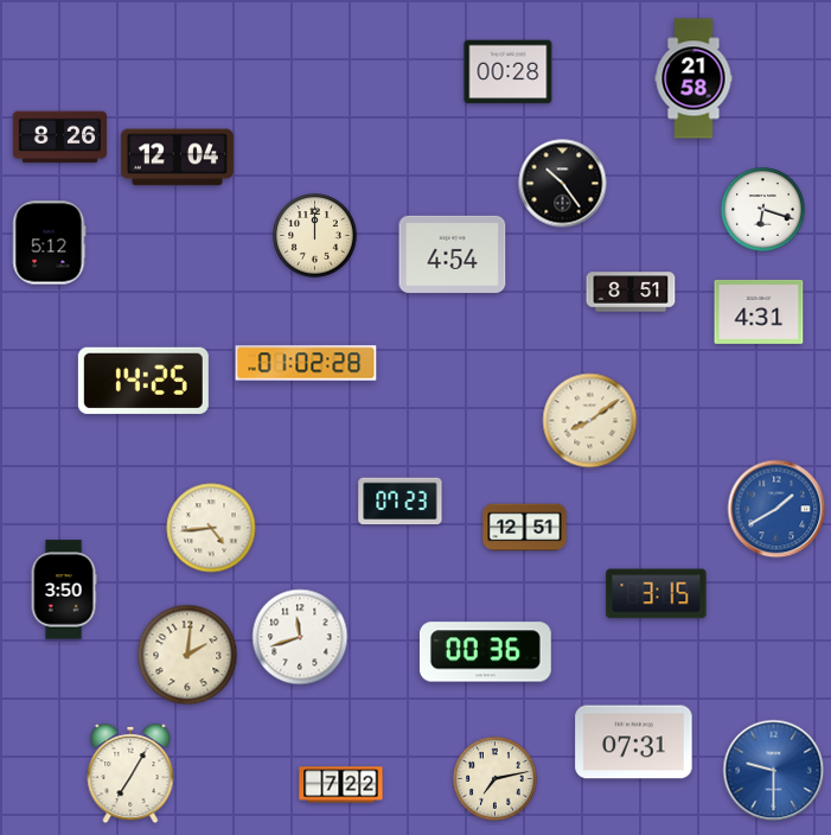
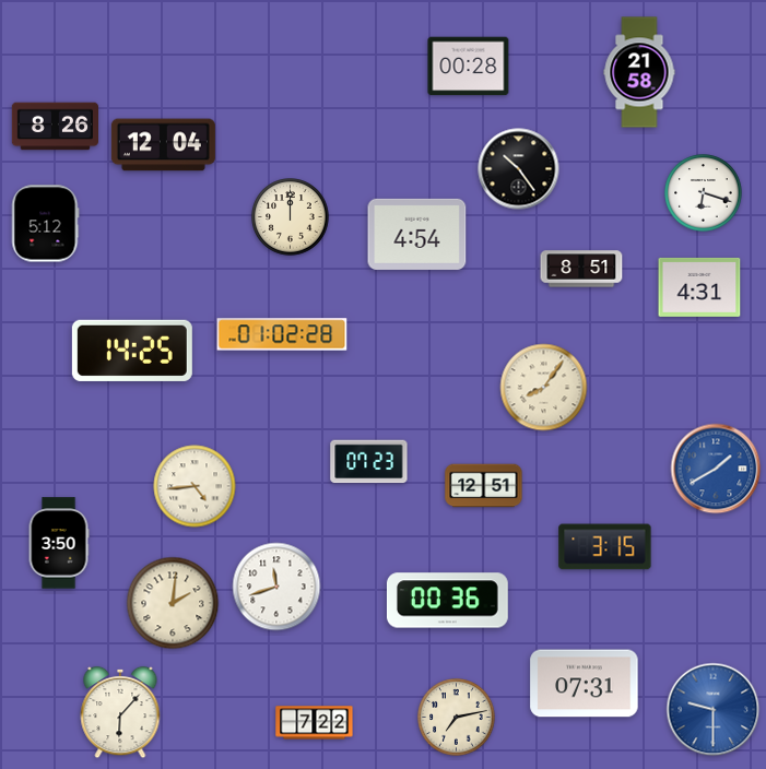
clock at (590, 421): 8:09 -> 8:06
clock at (130, 773): 7:05 -> 6:07
